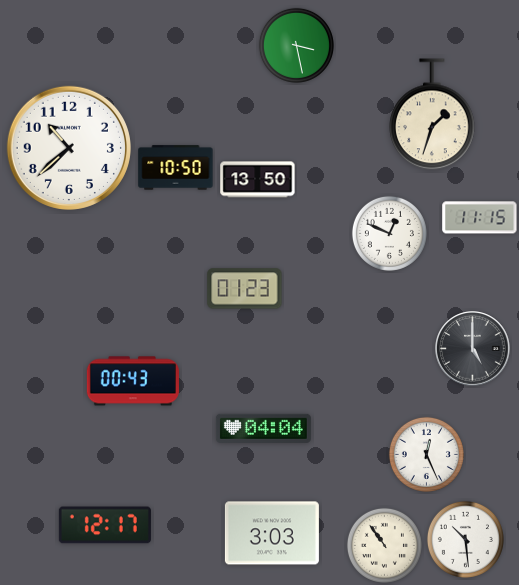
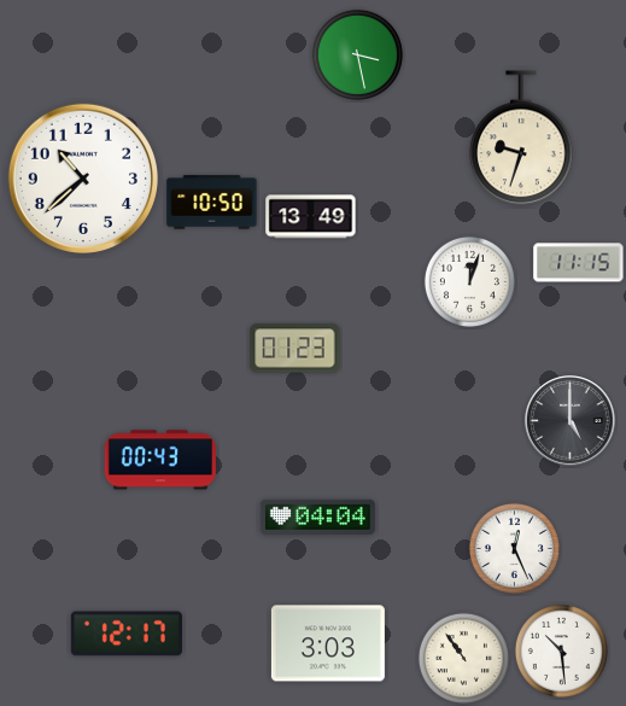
clock at (432, 115): 1:33 -> 9:33
clock at (258, 180): 13:50 -> 13:49
clock at (389, 233): 12:49 -> 12:03
